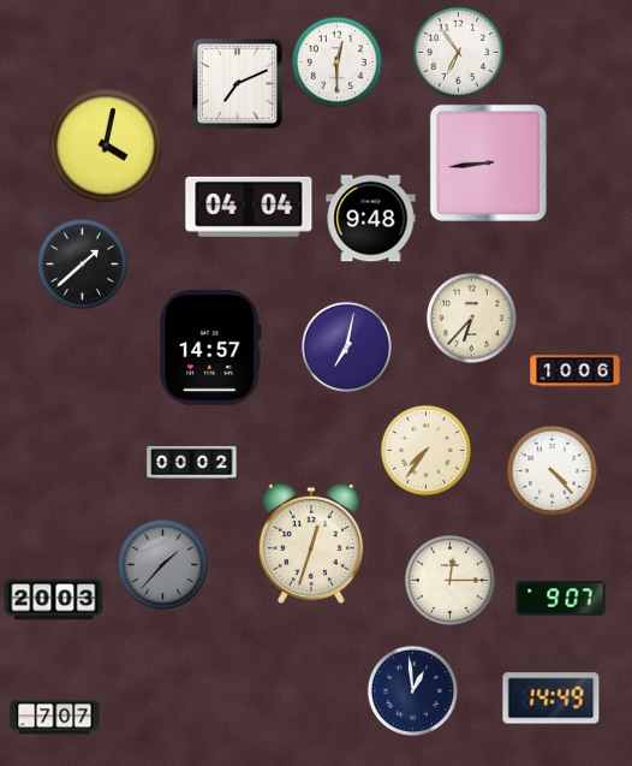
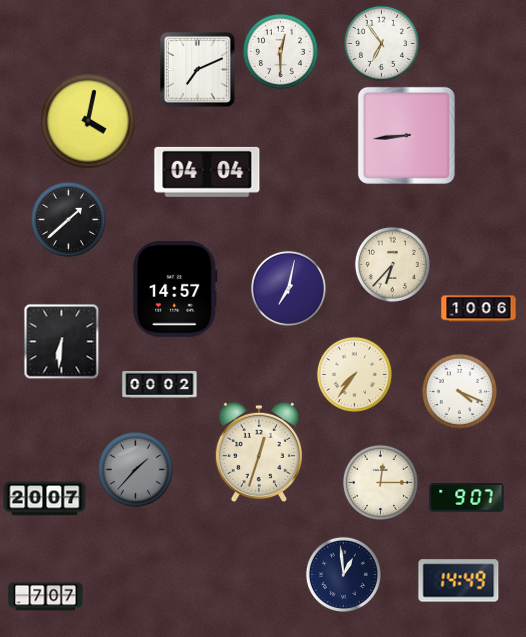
clock at (371, 219): 9:48 -> none
clock at (62, 342): none -> 6:31
clock at (551, 470): 4:23 -> 4:19
clock at (449, 580) position: (449, 580) -> (380, 482)
clock at (54, 600): 20:03 -> 20:07
